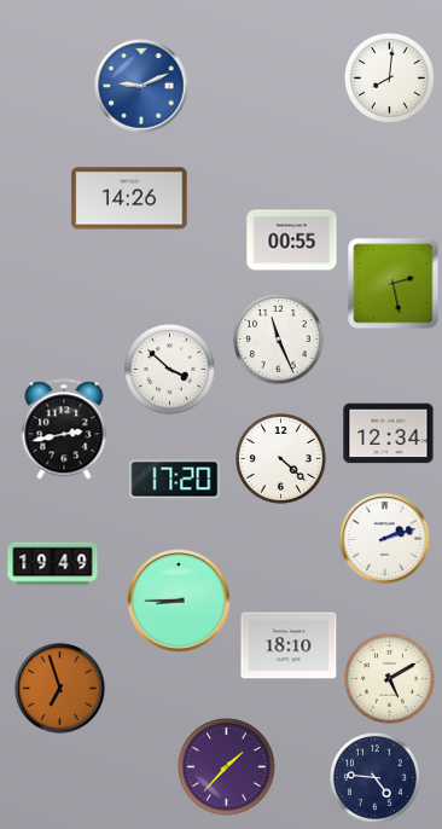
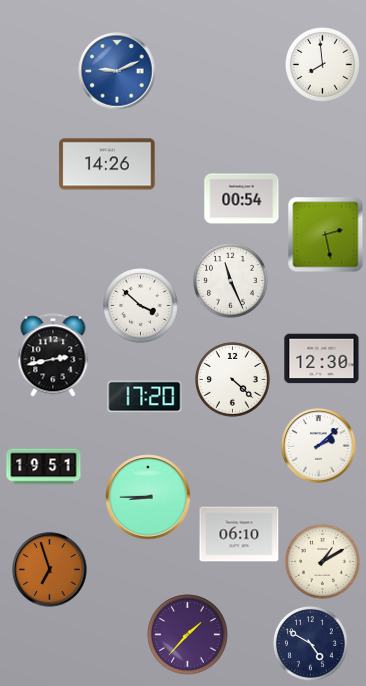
clock at (390, 79): 8:01 -> 7:59
clock at (292, 240): 00:55 -> 00:54
clock at (389, 434): 12:34 -> 12:30
clock at (385, 539): 2:12 -> 2:08
clock at (53, 564): 19:49 -> 19:51
clock at (289, 645): 18:10 -> 06:10
clock at (390, 679): 5:10 -> 1:10
clock at (376, 778): 4:46 -> 4:50
